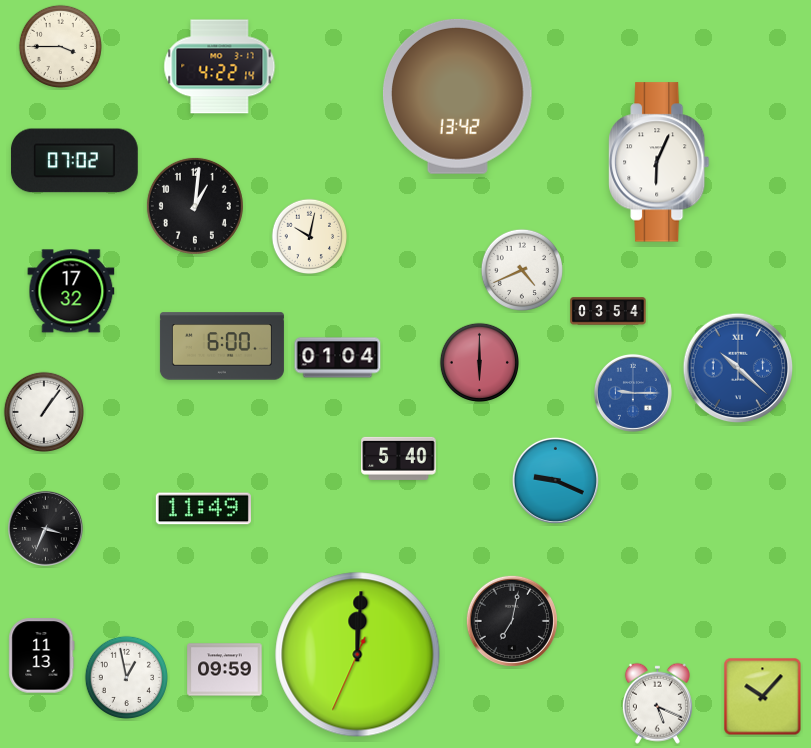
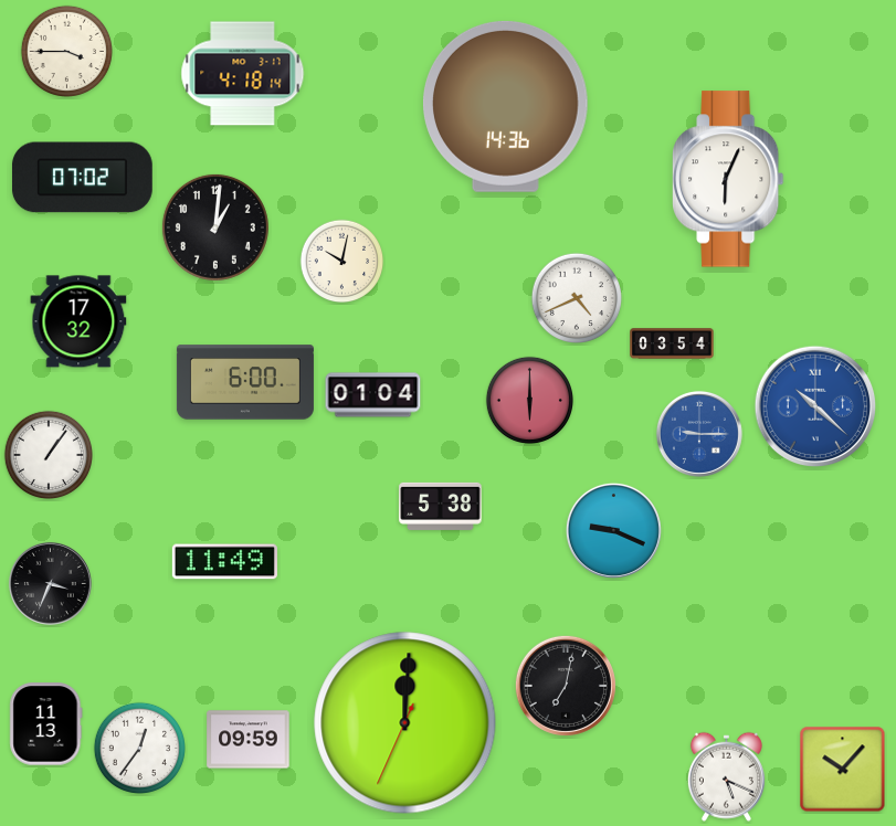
clock at (220, 67): 4:22 -> 4:18
clock at (457, 96): 13:42 -> 14:36
clock at (399, 458): 5:40 -> 5:38
clock at (358, 655) position: (358, 655) -> (405, 723)
clock at (126, 677): 12:58 -> 12:36
